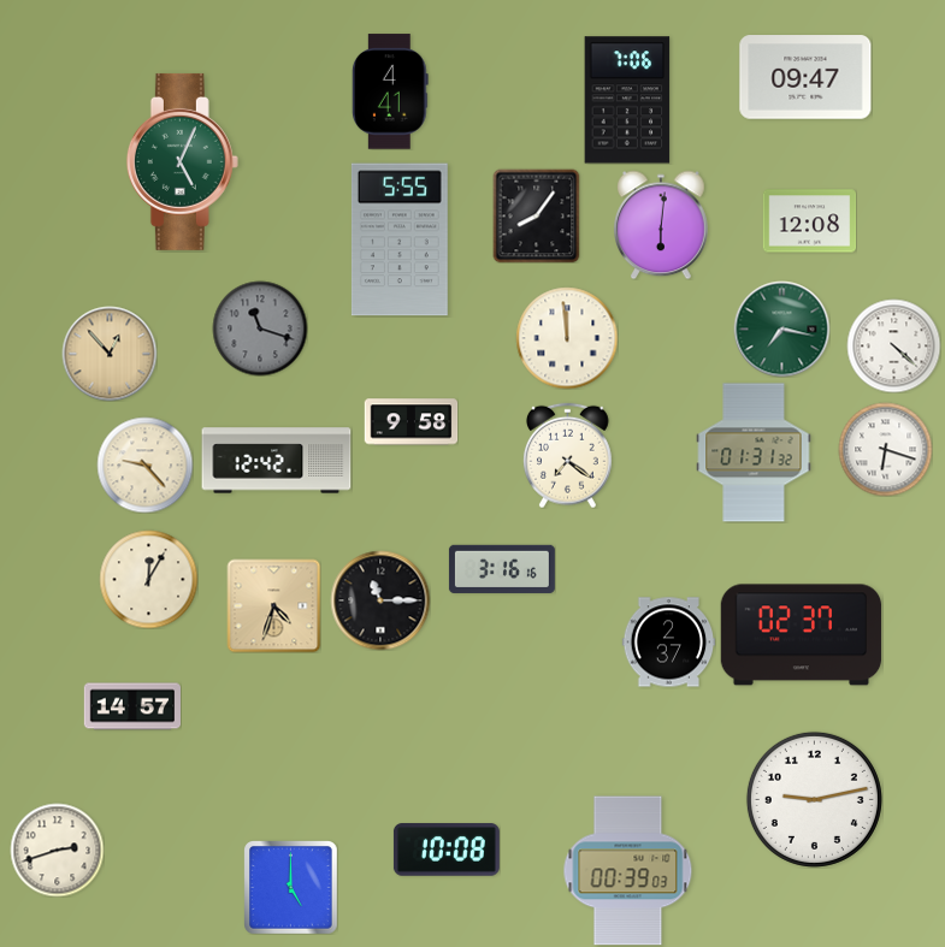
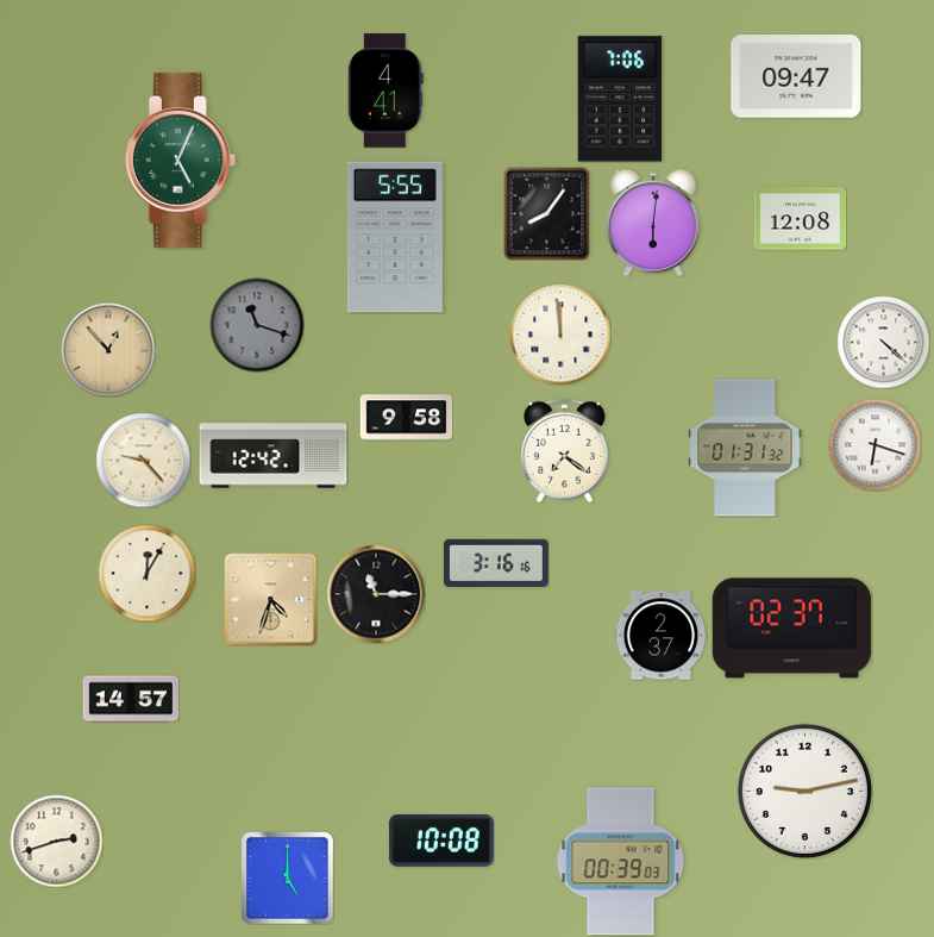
clock at (537, 215) position: (537, 215) -> (547, 213)
clock at (781, 329): 7:17 -> none
clock at (568, 455) position: (568, 455) -> (565, 450)
